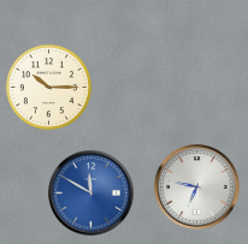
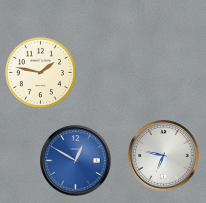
clock at (48, 87): 10:15 -> 1:47
clock at (91, 194): 11:50 -> 12:50
